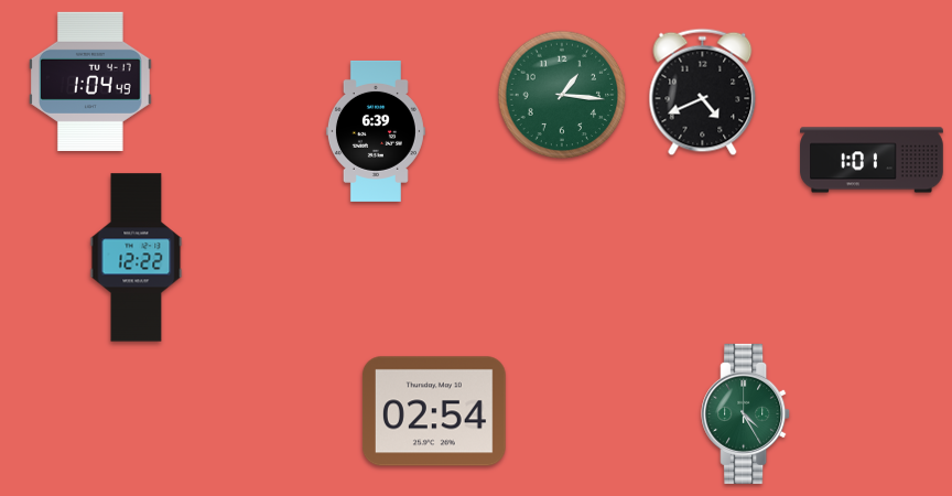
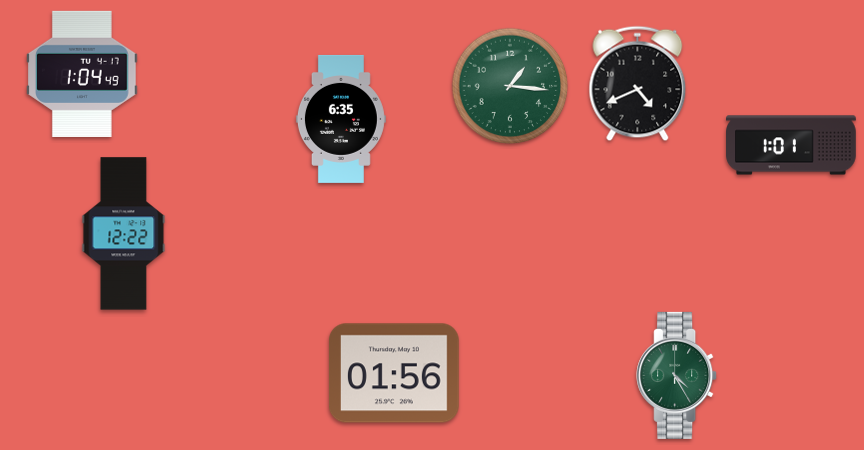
clock at (376, 131): 6:39 -> 6:35
clock at (434, 411): 02:54 -> 01:56
